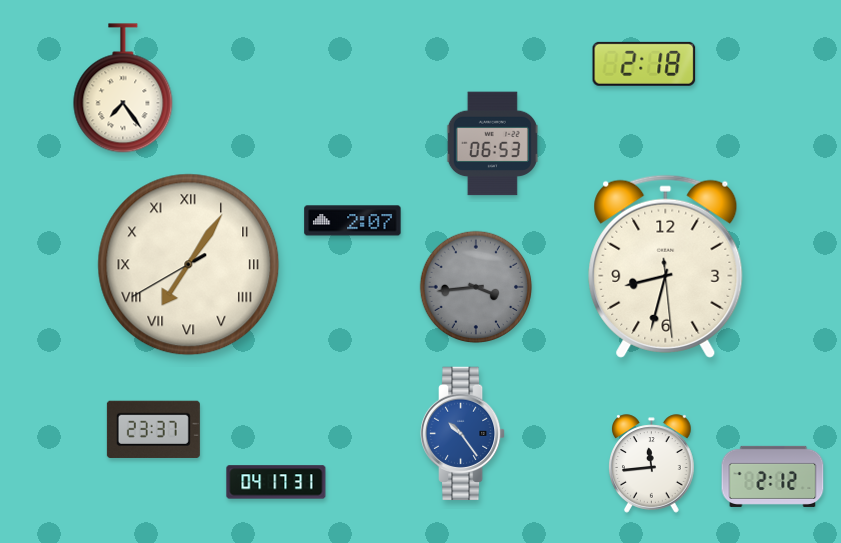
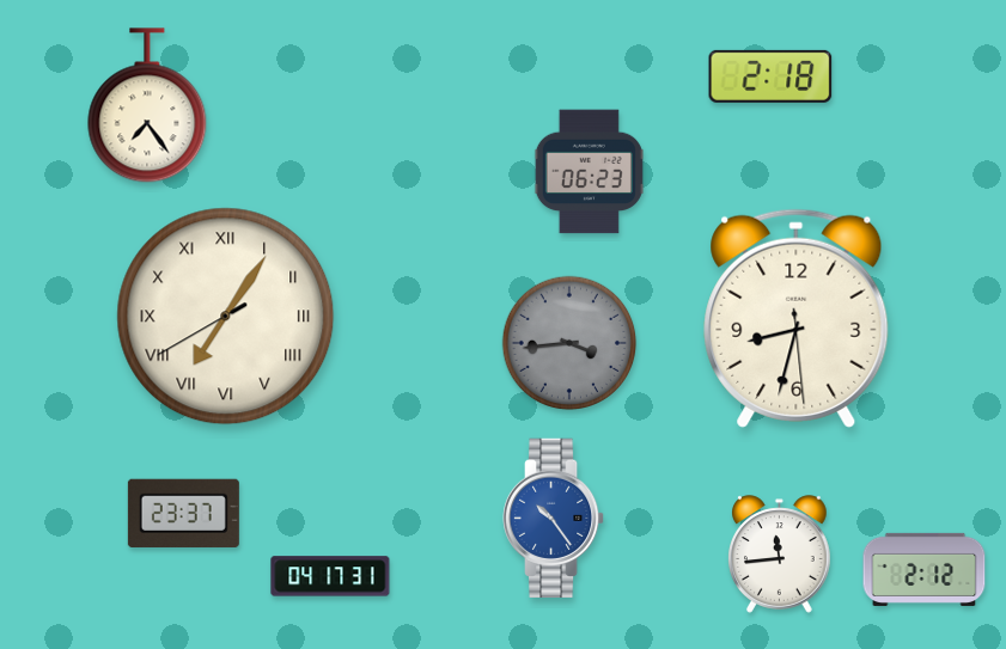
clock at (492, 144): 06:53 -> 06:23
clock at (353, 221): 2:07 -> none
